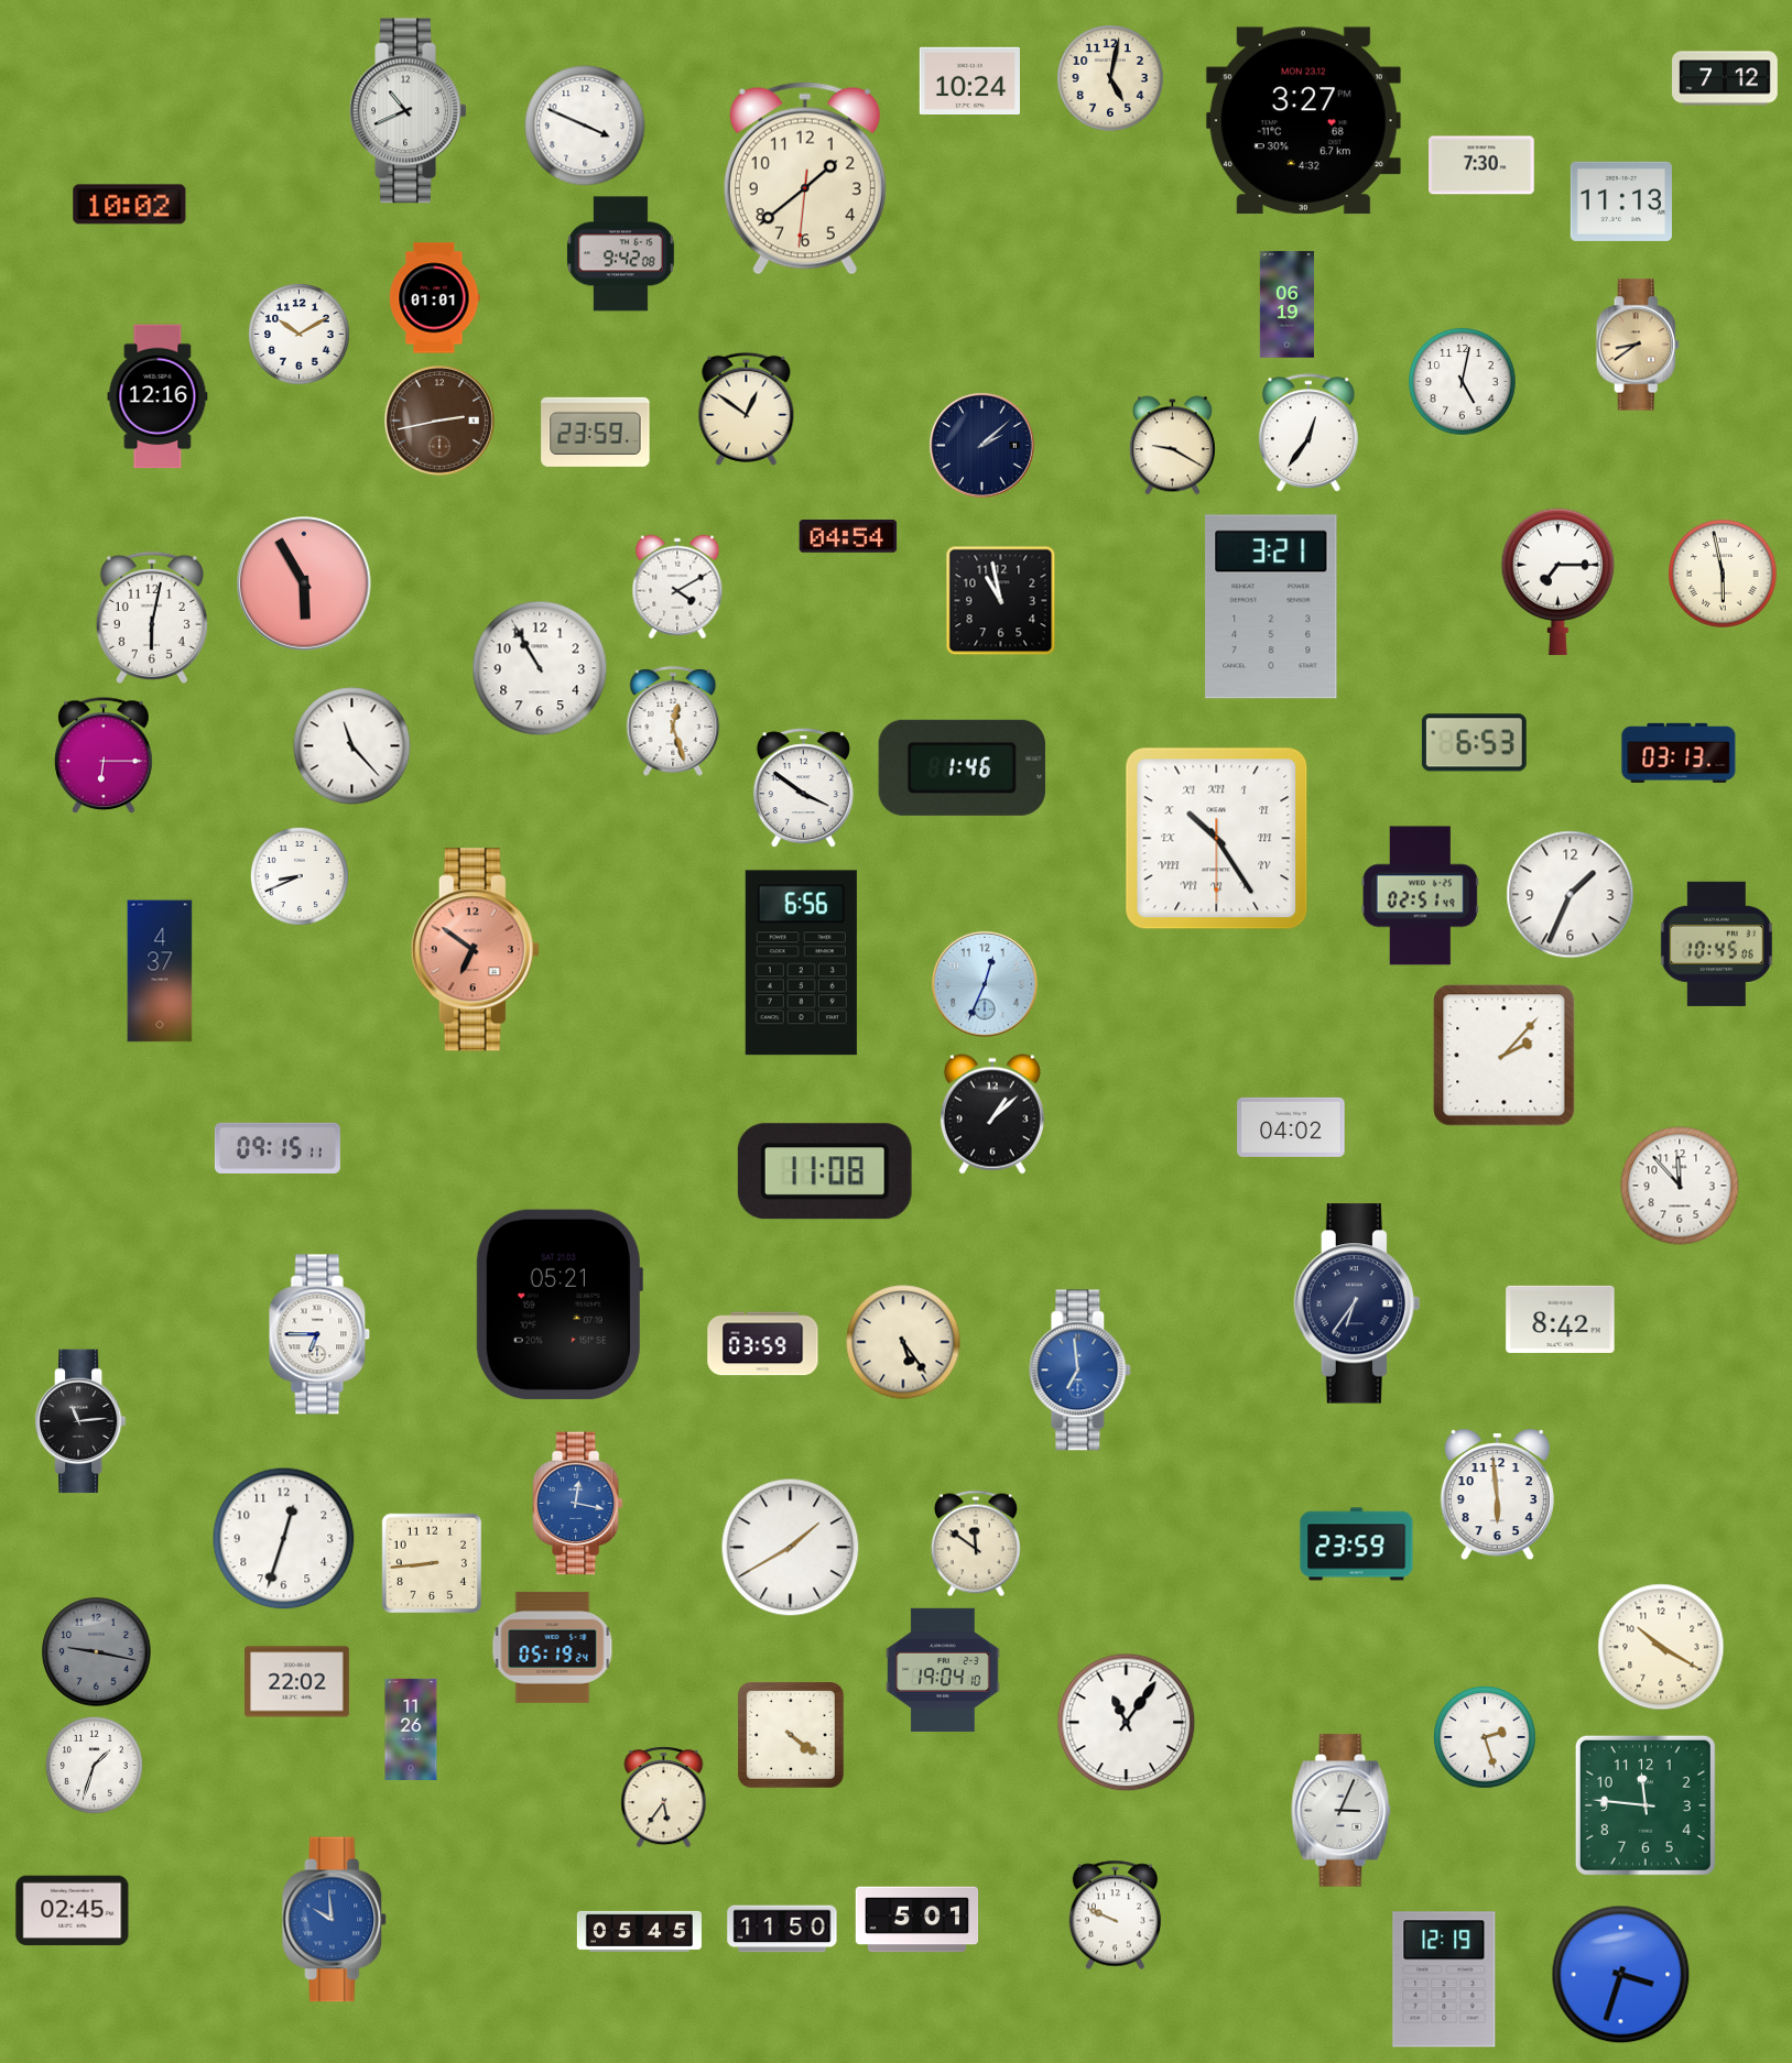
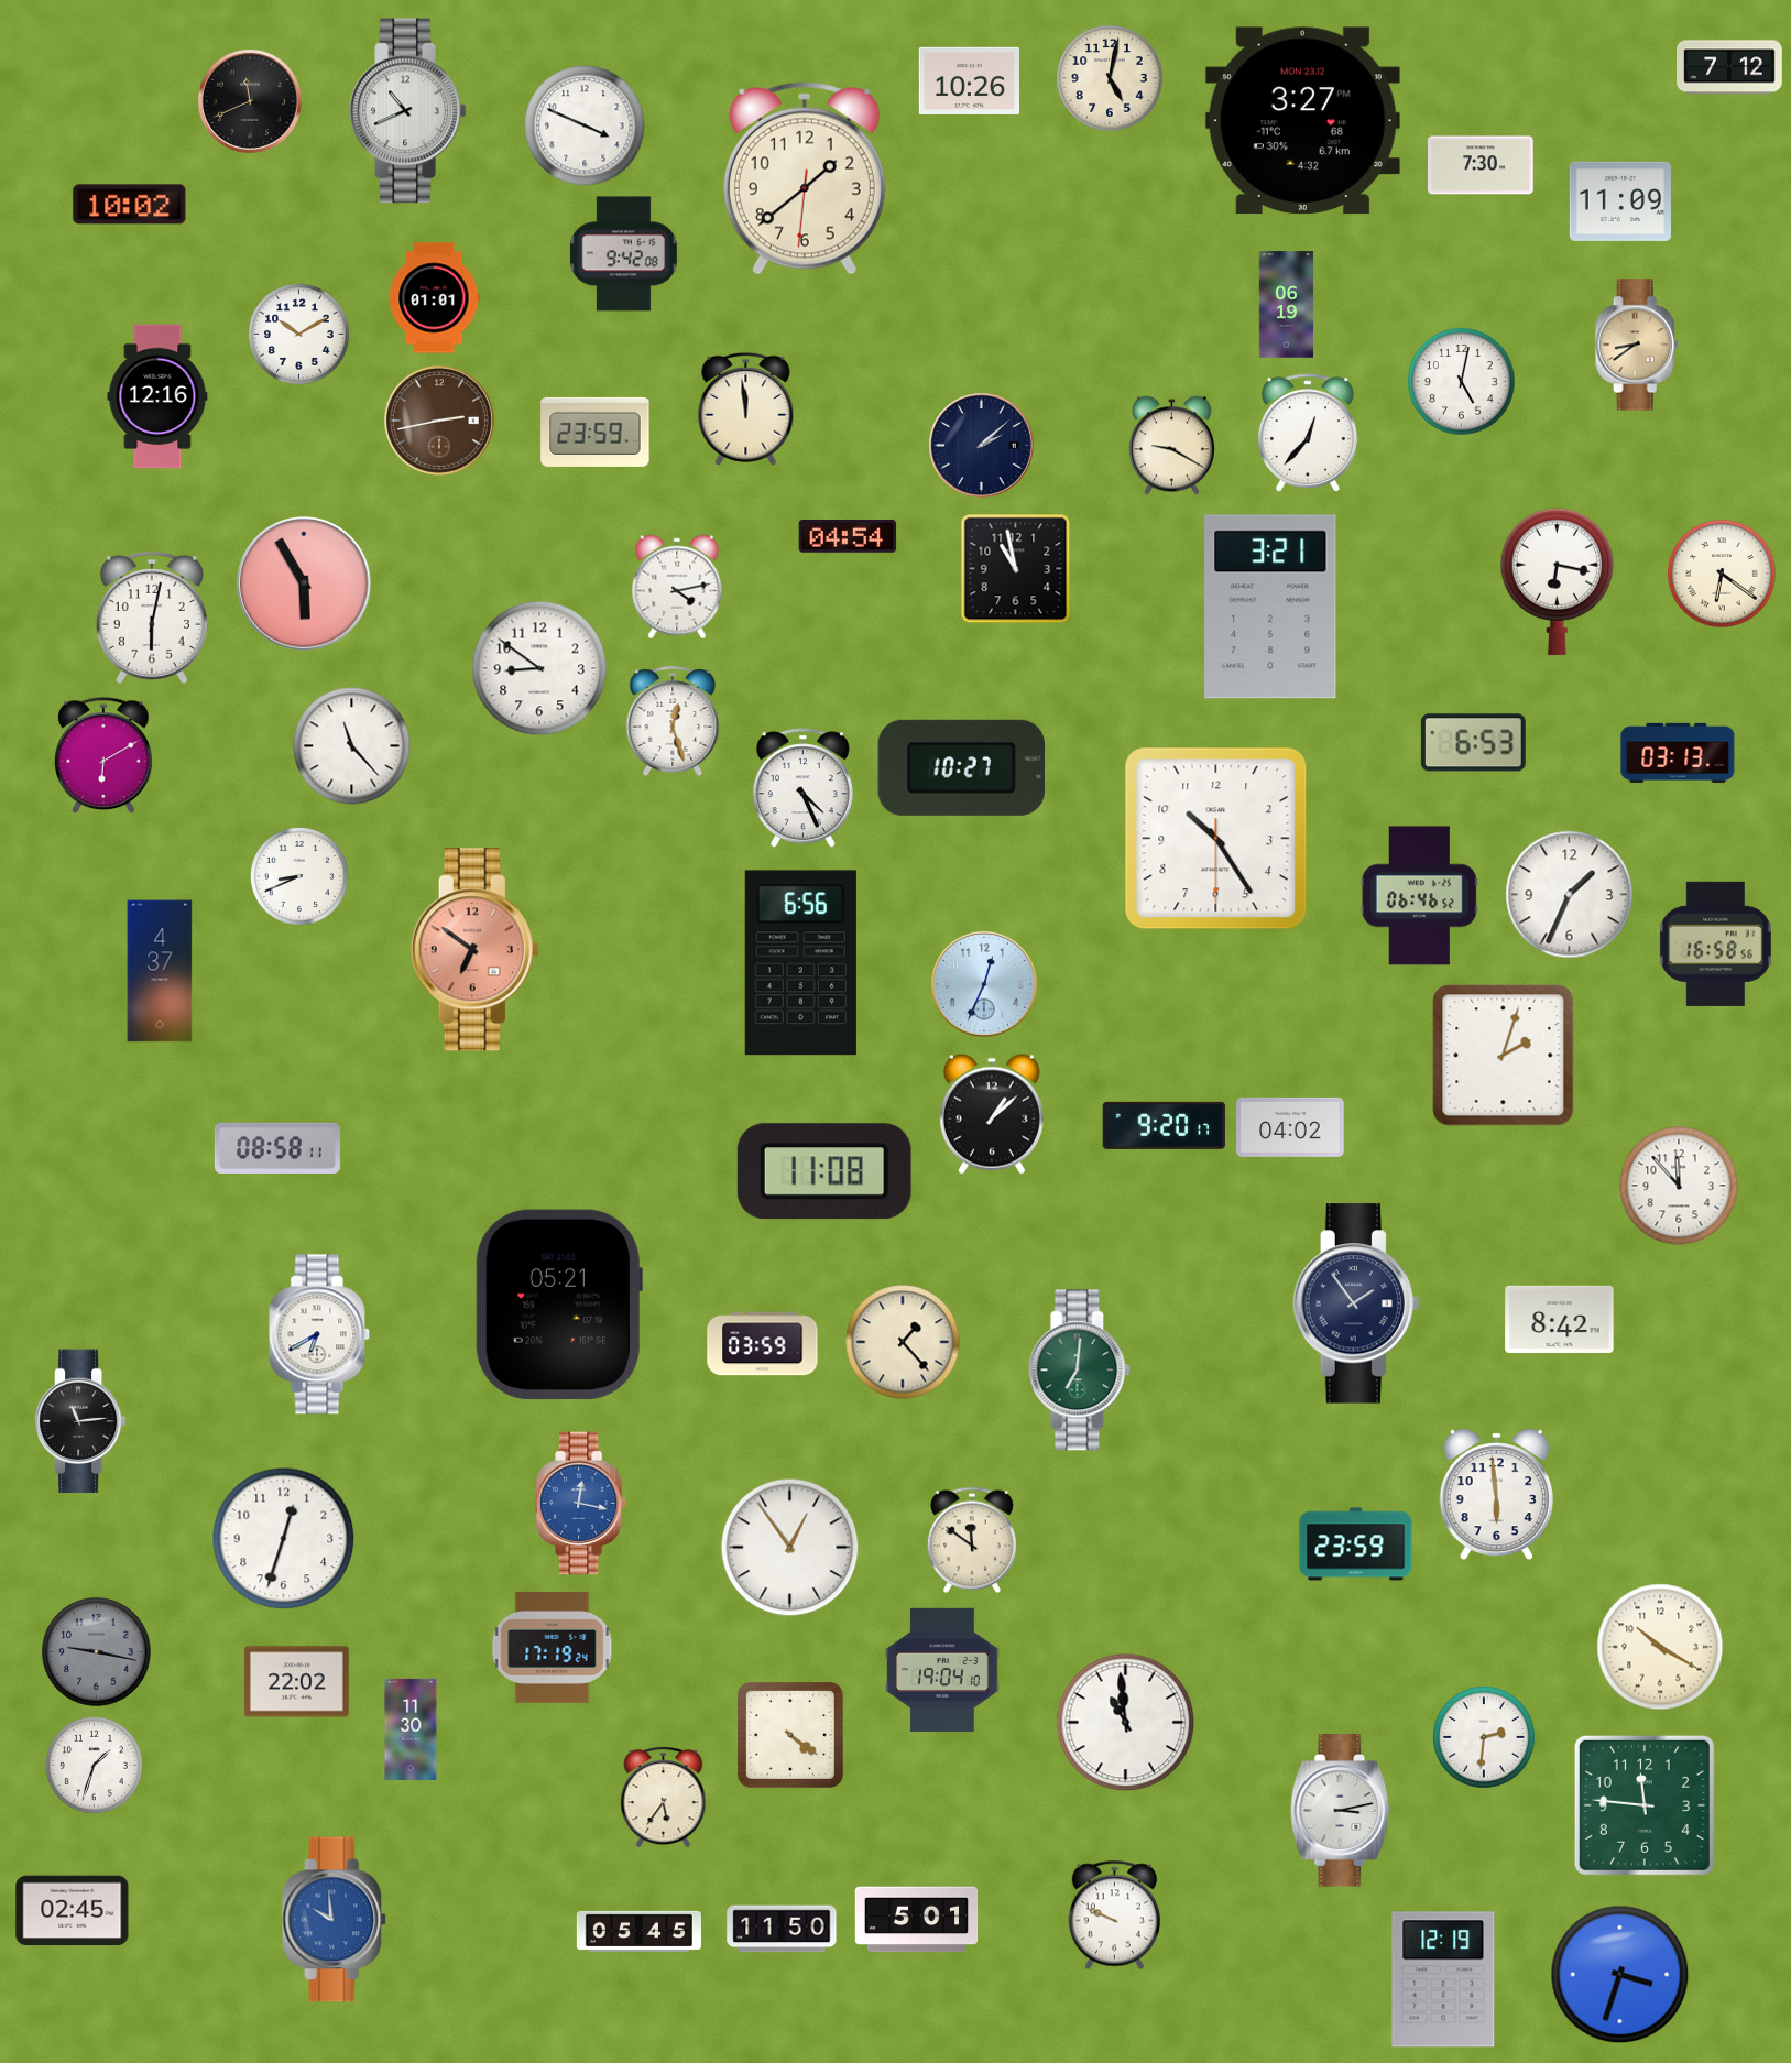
clock at (1725, 78) position: (1725, 78) -> (1729, 67)
clock at (969, 80): 10:24 -> 10:26
clock at (250, 101): none -> 11:41
clock at (1621, 201): 11:13 -> 11:09
clock at (620, 254) position: (620, 254) -> (623, 254)
clock at (747, 408): 12:51 -> 11:59
clock at (1308, 434): 12:36 -> 12:37
clock at (1723, 574): 5:58 -> 6:21
clock at (1559, 581): 7:15 -> 6:17
clock at (677, 587): 4:10 -> 4:13
clock at (1001, 601) position: (1001, 601) -> (1016, 569)
clock at (540, 668): 10:55 -> 8:51
clock at (104, 756): 6:15 -> 6:10
clock at (962, 767): 1:46 -> 10:27
clock at (803, 788): 3:51 -> 4:26
clock at (1217, 839) numerals: Roman -> Arabic
clock at (1420, 896): 02:51 -> 06:46
clock at (1716, 943): 10:45 -> 16:58
clock at (1505, 1056): 2:07 -> 2:03
clock at (1164, 1125): none -> 9:20
clock at (278, 1148): 09:15 -> 08:58
clock at (1356, 1303): 6:36 -> 1:54
clock at (319, 1334): 6:45 -> 6:40
clock at (903, 1342): 5:24 -> 1:23
clock at (1080, 1371): 6:59 -> 7:01
clock at (1080, 1371) dial: blue -> green
clock at (577, 1504) position: (577, 1504) -> (580, 1504)
clock at (976, 1543) position: (976, 1543) -> (972, 1540)
clock at (791, 1548): 1:40 -> 12:54
clock at (432, 1563): 8:44 -> none
clock at (553, 1647): 05:19 -> 17:19
clock at (1127, 1723): 11:06 -> 10:59
clock at (411, 1729): 11:26 -> 11:30
clock at (1486, 1738): 2:27 -> 2:31
clock at (1342, 1811): 3:04 -> 3:13
